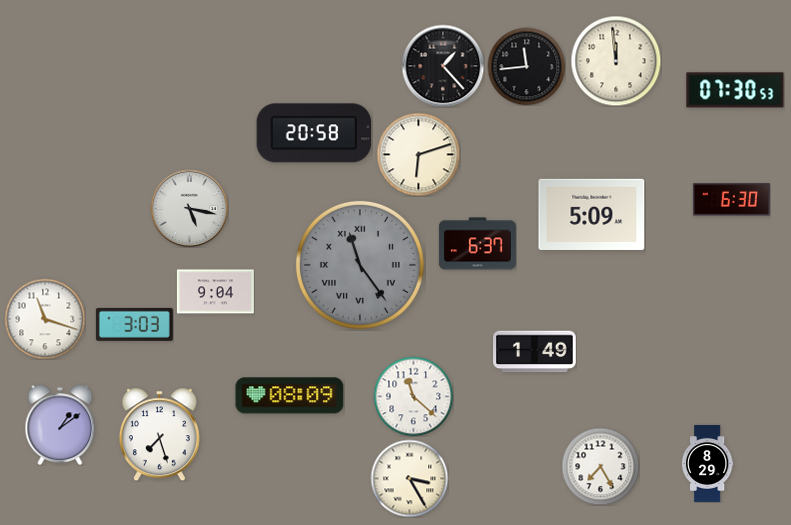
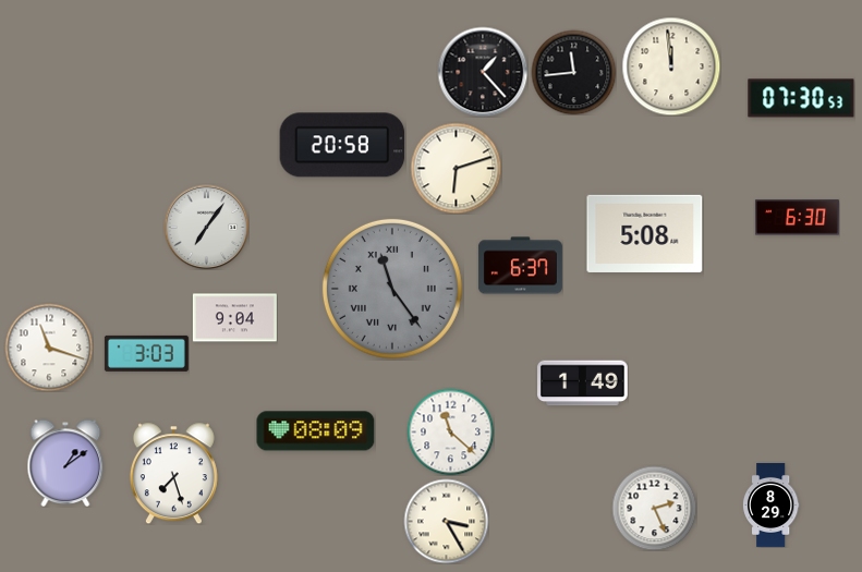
clock at (189, 208): 5:17 -> 7:06
clock at (592, 214): 5:09 -> 5:08
clock at (600, 466): 7:25 -> 2:26
